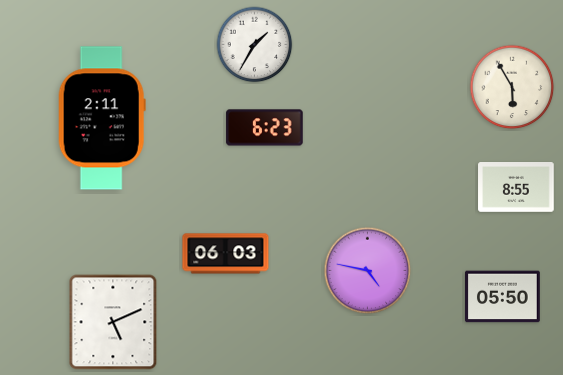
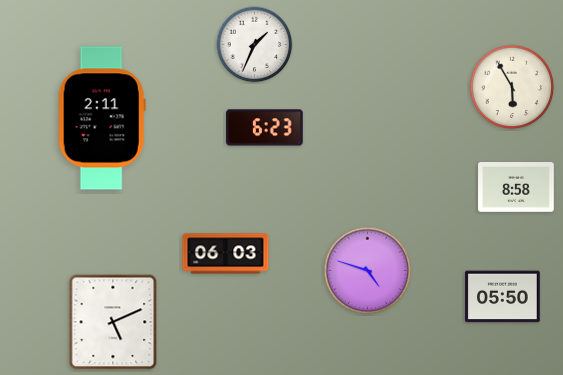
clock at (255, 45): 1:35 -> 1:34
clock at (516, 188): 8:55 -> 8:58
clock at (368, 271): 4:47 -> 4:48
